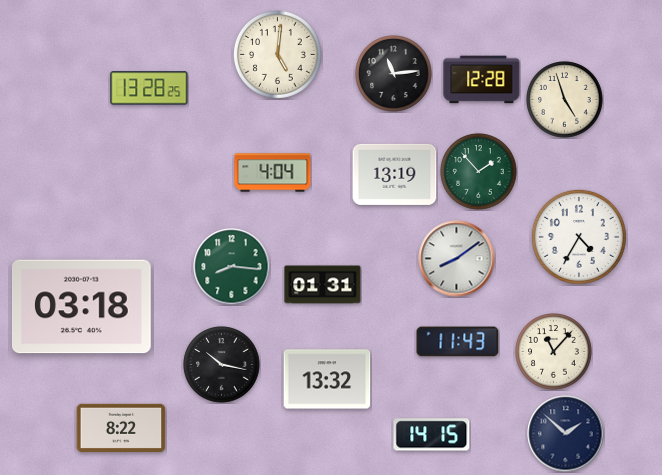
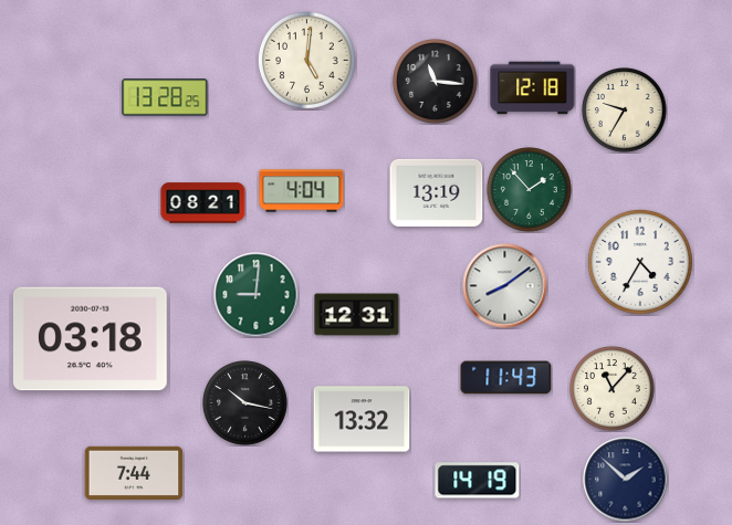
clock at (394, 74): 11:14 -> 11:16
clock at (482, 80): 12:28 -> 12:18
clock at (565, 100): 4:57 -> 9:35
clock at (203, 203): none -> 08:21
clock at (232, 267): 8:16 -> 9:01
clock at (323, 285): 01:31 -> 12:31
clock at (121, 427): 8:22 -> 7:44
clock at (432, 435): 14:15 -> 14:19
